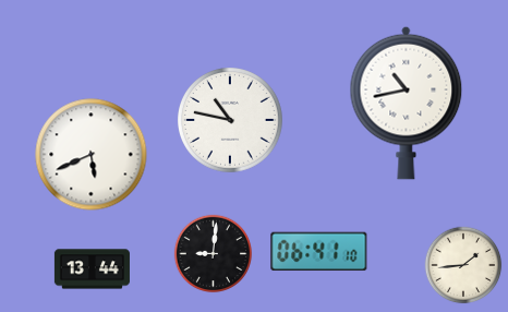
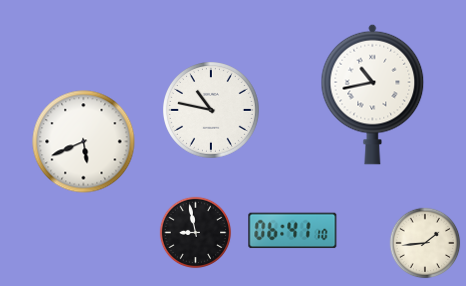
clock at (214, 254): 9:01 -> 8:58
clock at (92, 269): 13:44 -> none
